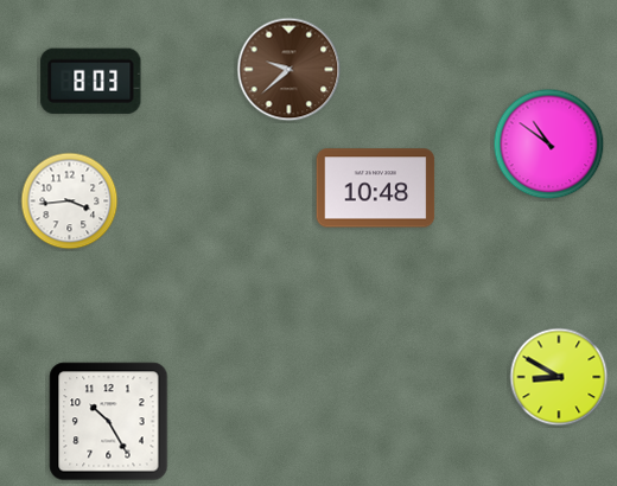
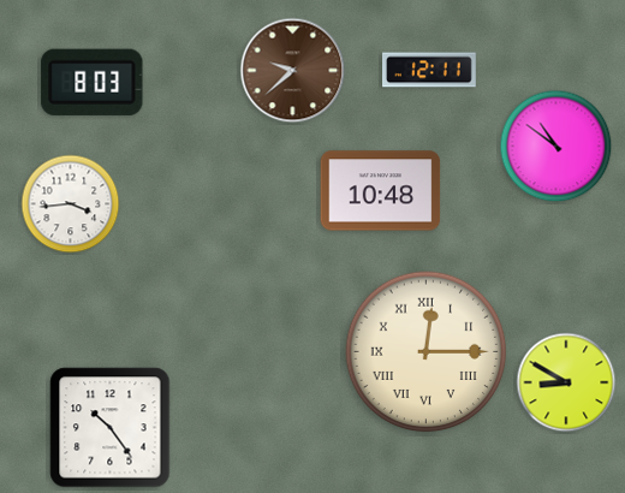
clock at (430, 70): none -> 12:11
clock at (427, 352): none -> 12:15
clock at (109, 422): 10:25 -> 10:24
